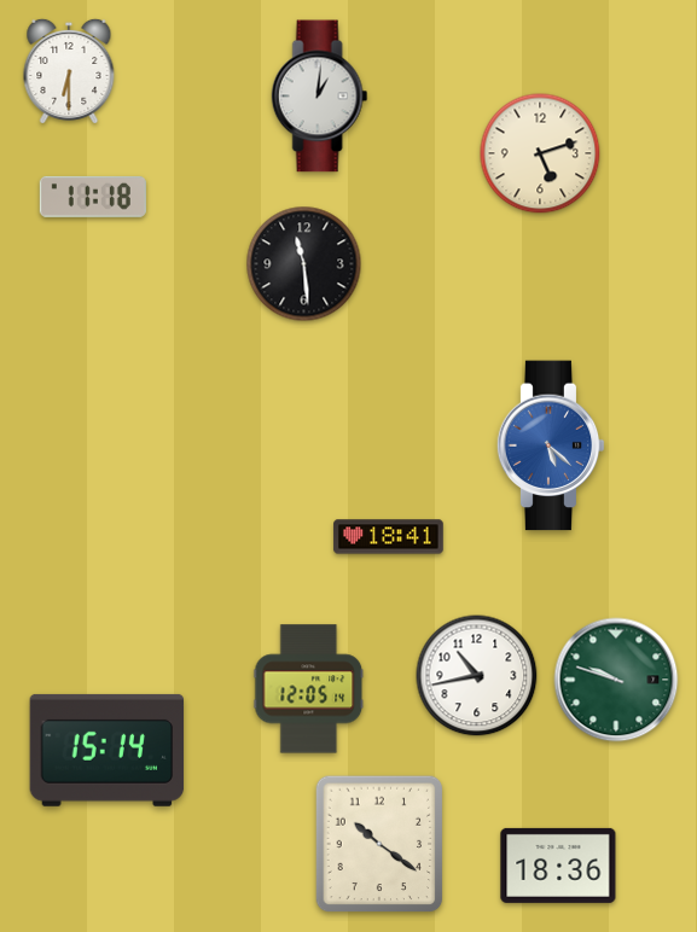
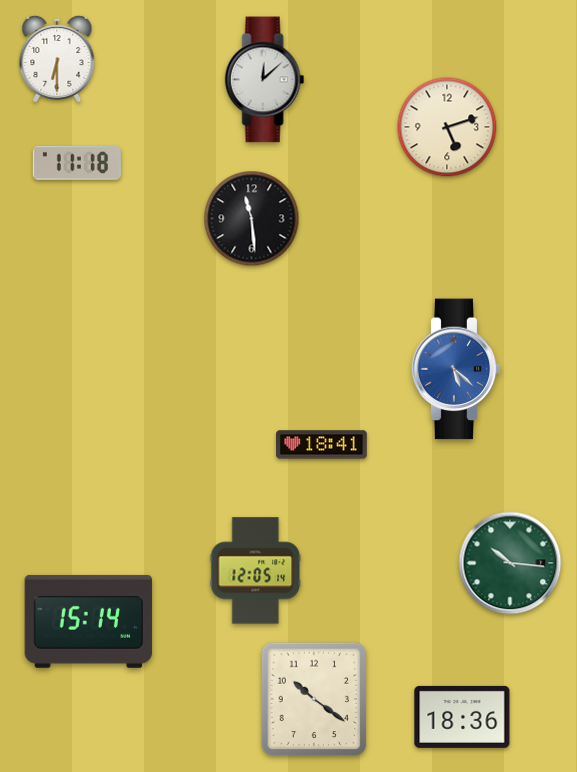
clock at (320, 97): 1:01 -> 12:08
clock at (477, 676): 10:43 -> none
clock at (616, 680): 9:48 -> 10:16
